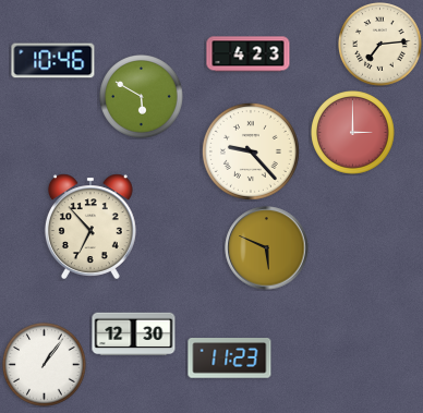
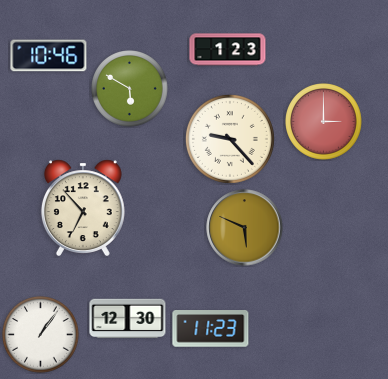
clock at (380, 45): 7:14 -> none
clock at (249, 54): 4:23 -> 1:23
clock at (134, 335) position: (134, 335) -> (128, 319)
